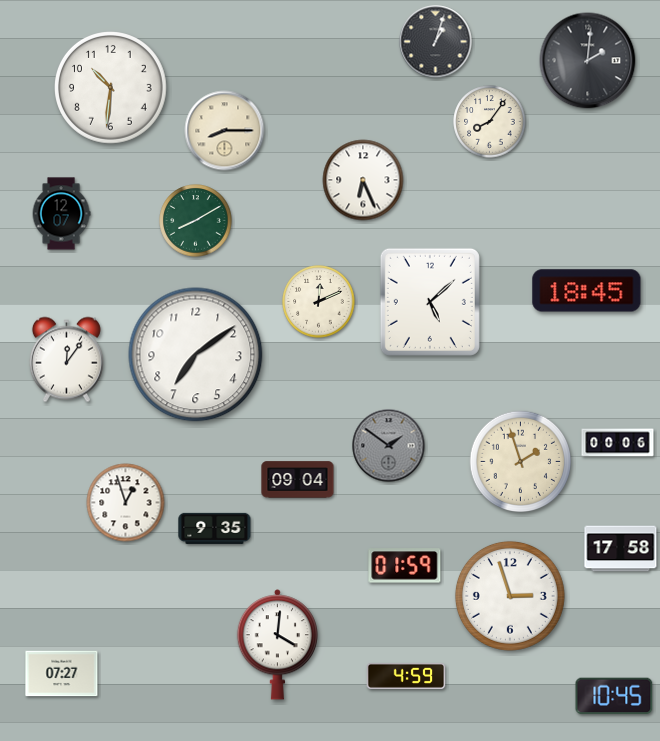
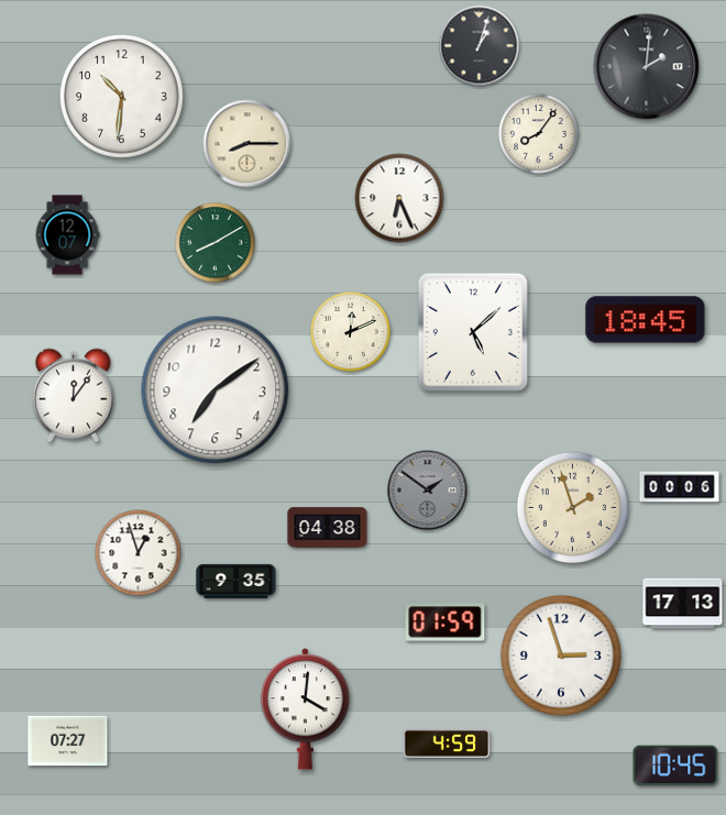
clock at (298, 480): 09:04 -> 04:38
clock at (621, 549): 17:58 -> 17:13
